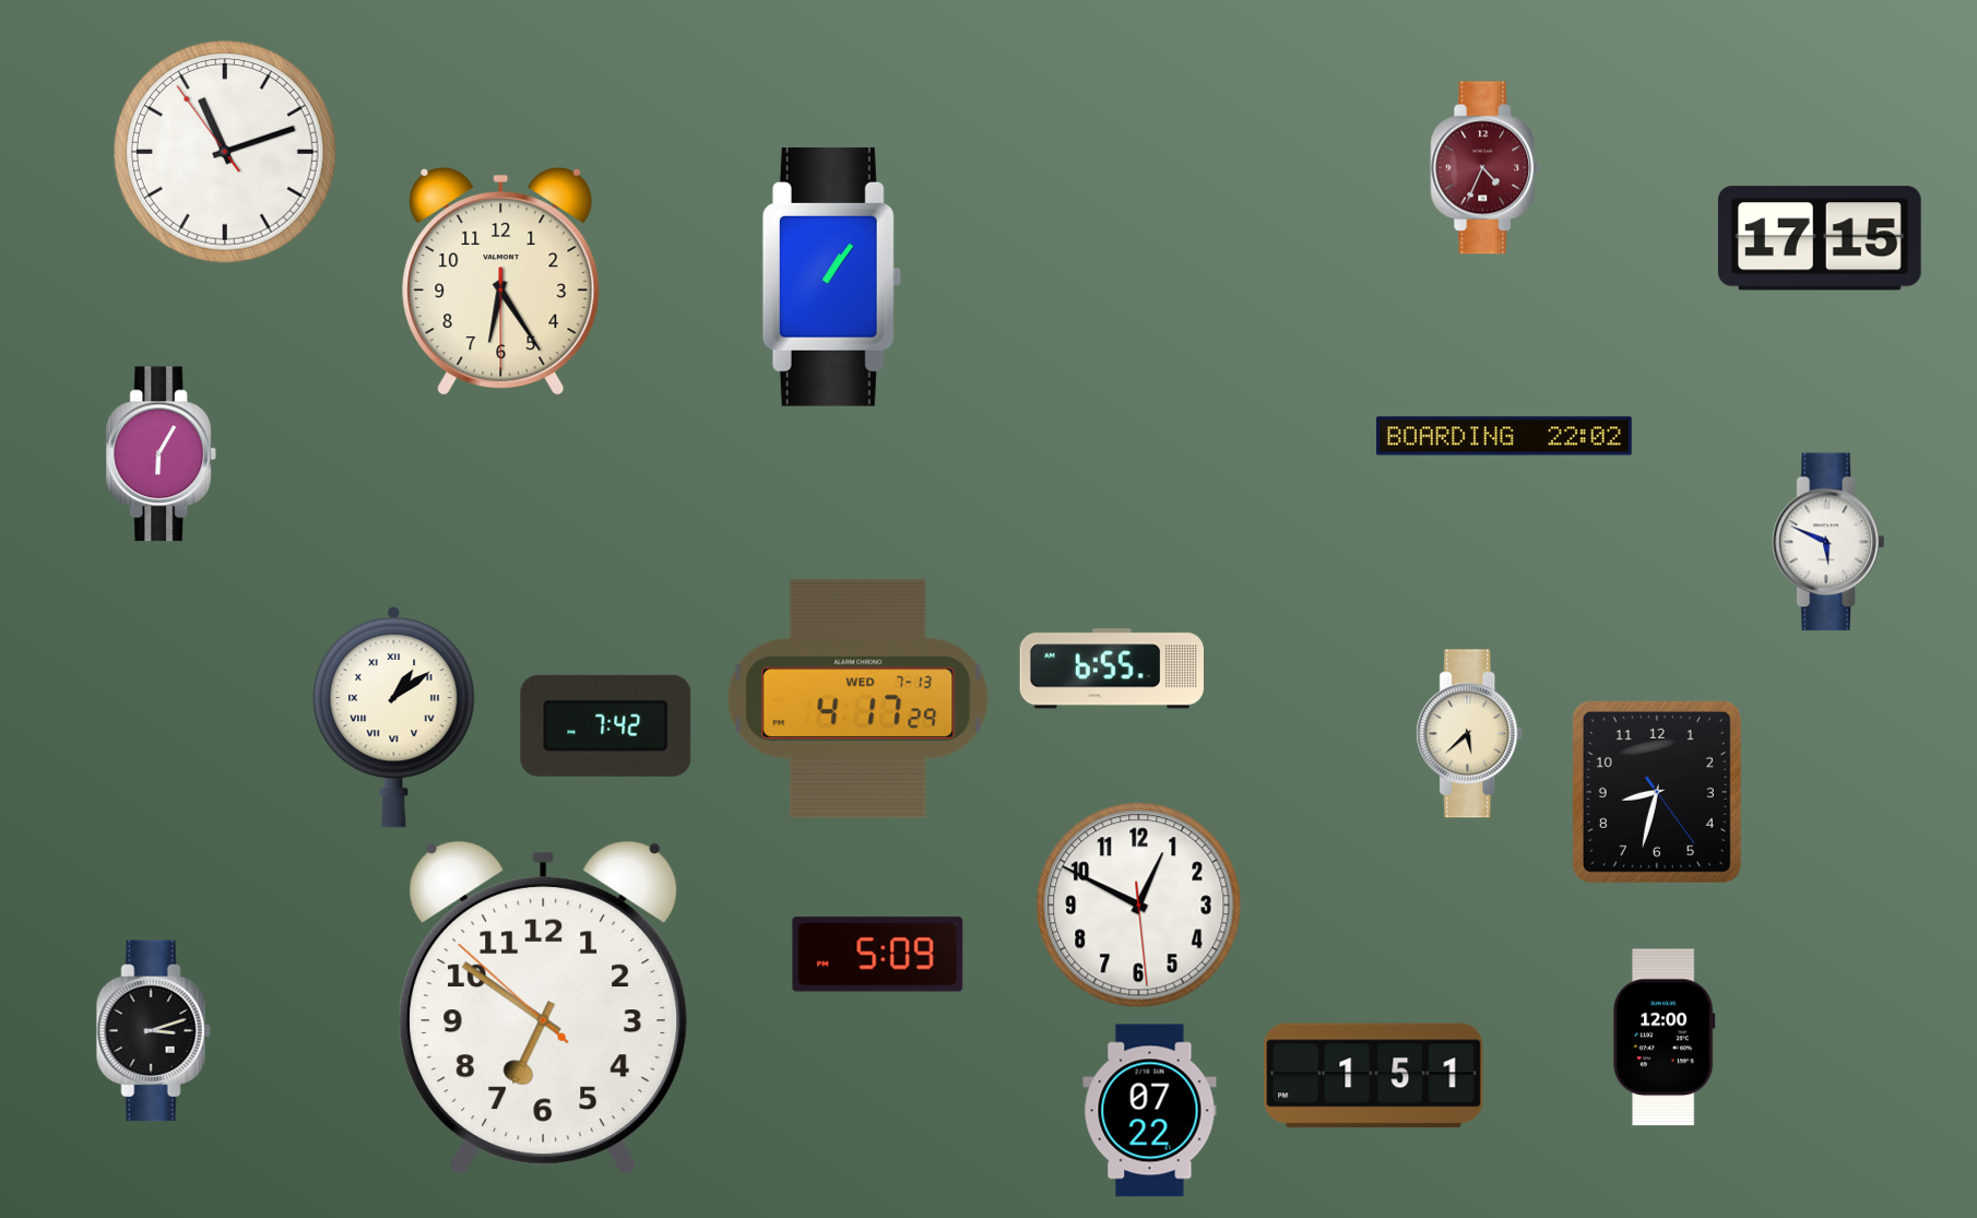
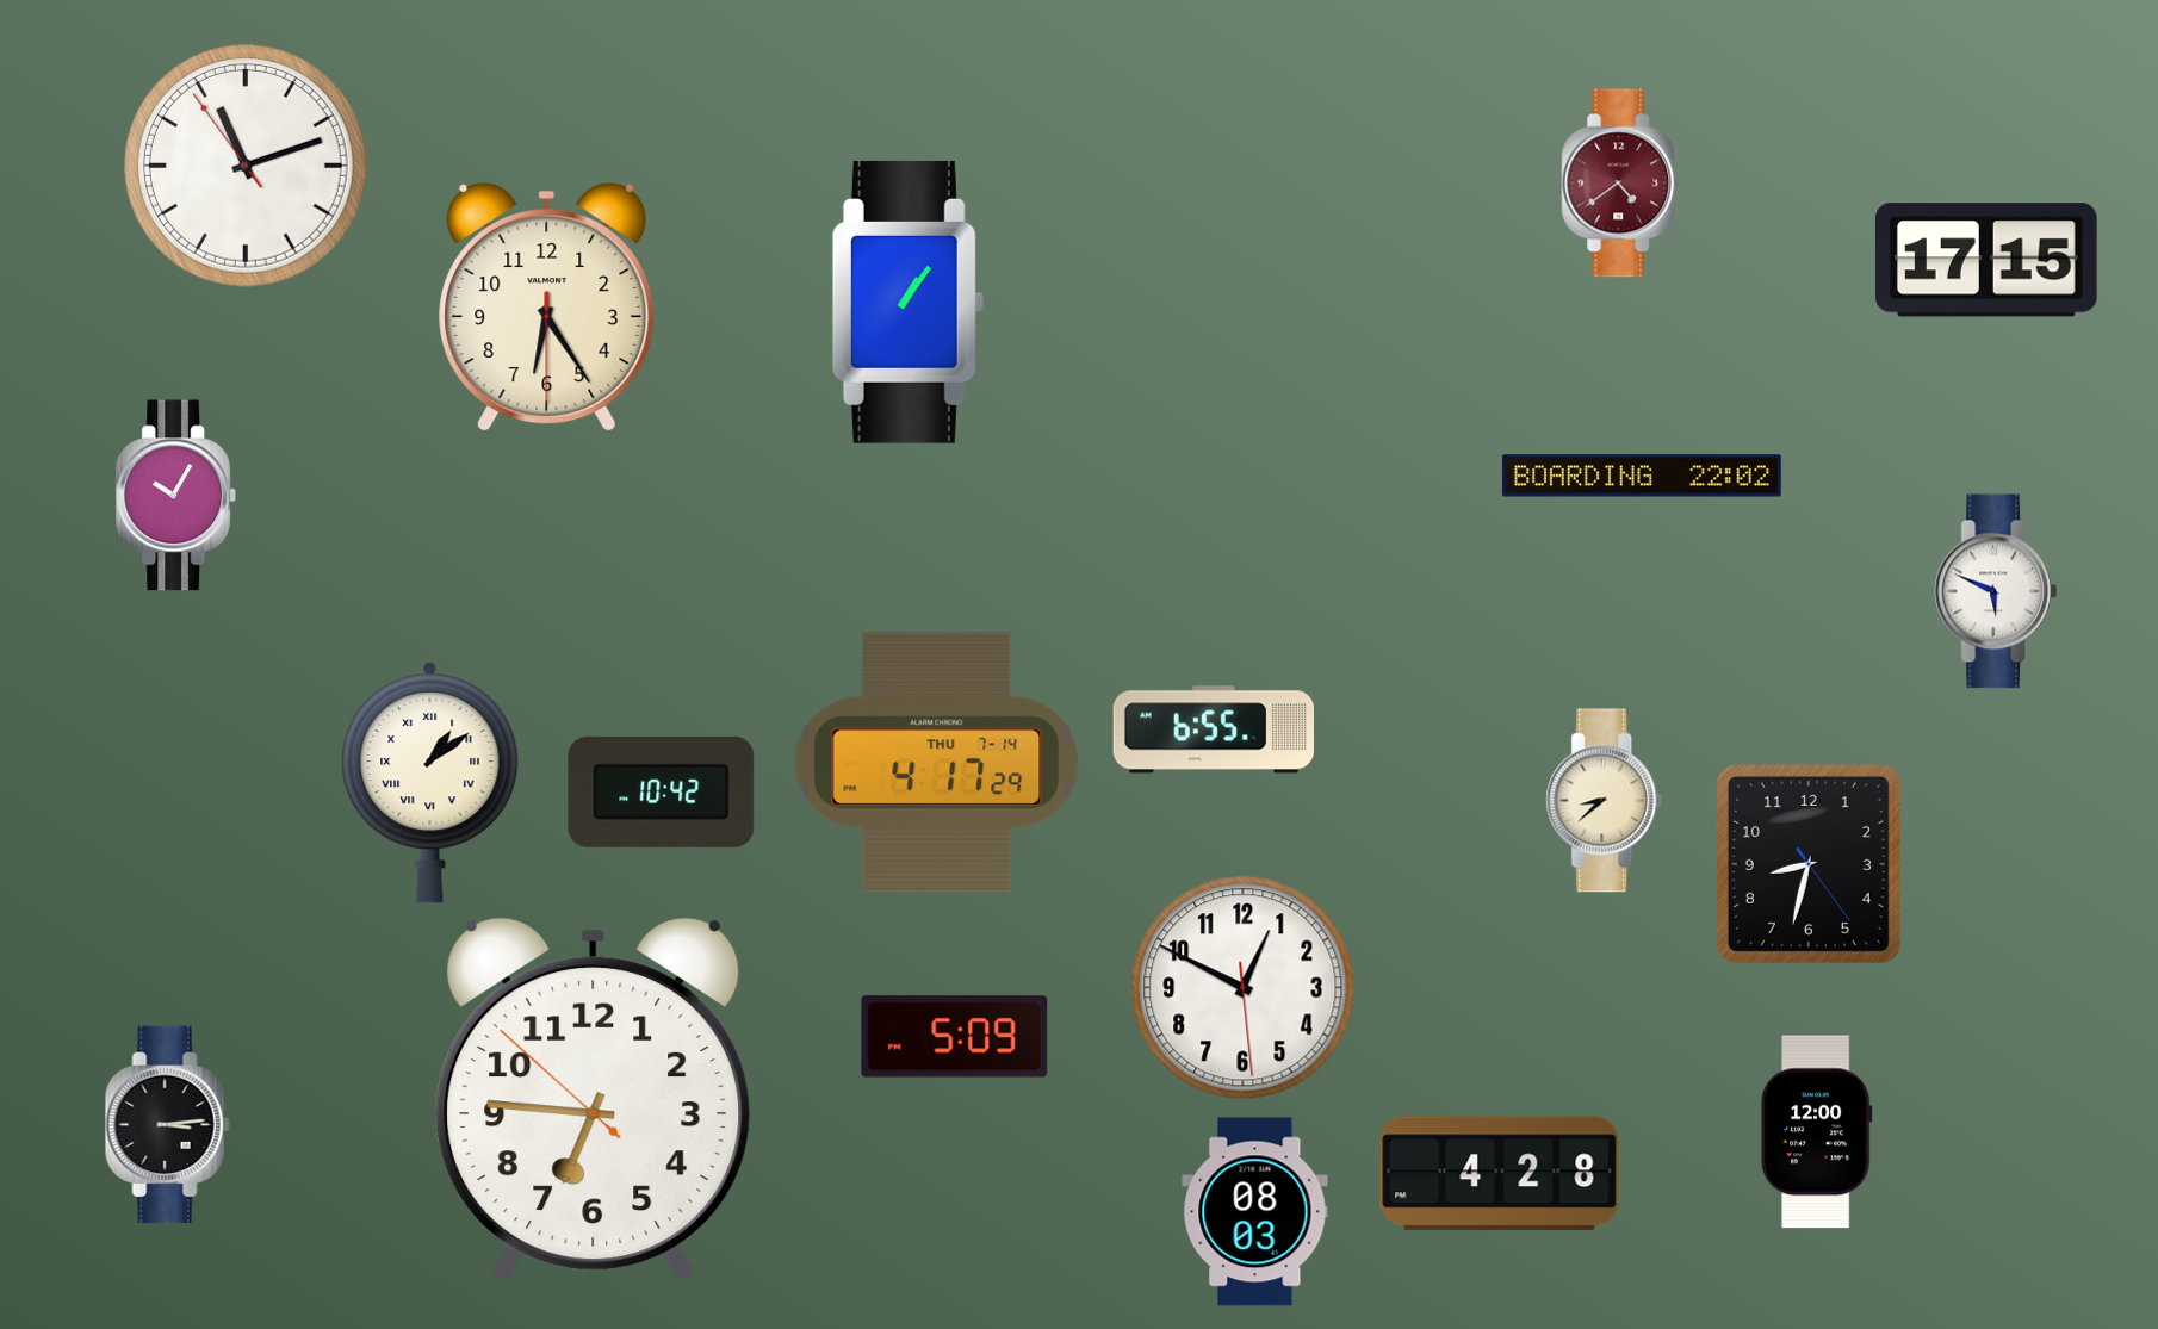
clock at (1485, 168): 4:34 -> 4:39
clock at (162, 454): 6:05 -> 10:05
clock at (859, 699) date: WED 7-13 -> THU 7-14
clock at (606, 725): 7:42 -> 10:42
clock at (1470, 734): 5:38 -> 8:38
clock at (878, 955) position: (878, 955) -> (955, 1037)
clock at (544, 1008): 6:50 -> 6:45
clock at (153, 1031): 3:12 -> 3:14
clock at (1374, 1076): 1:51 -> 4:28
clock at (1150, 1111): 07:22 -> 08:03
